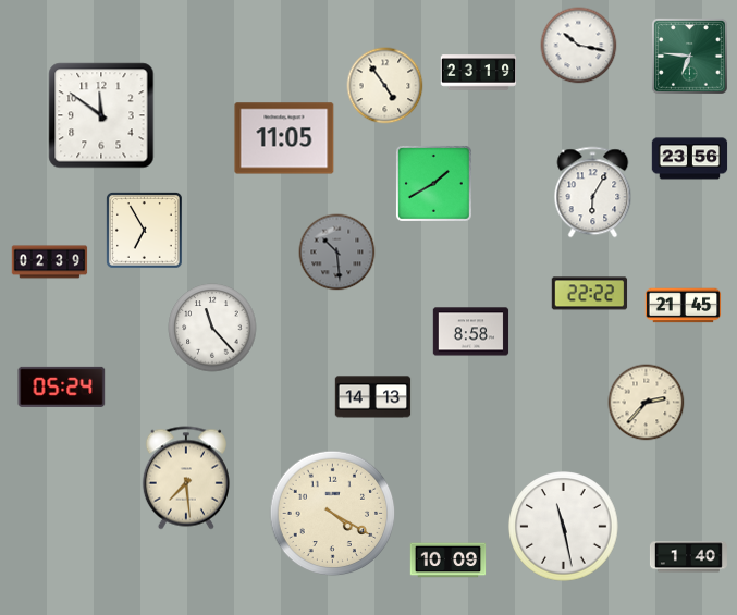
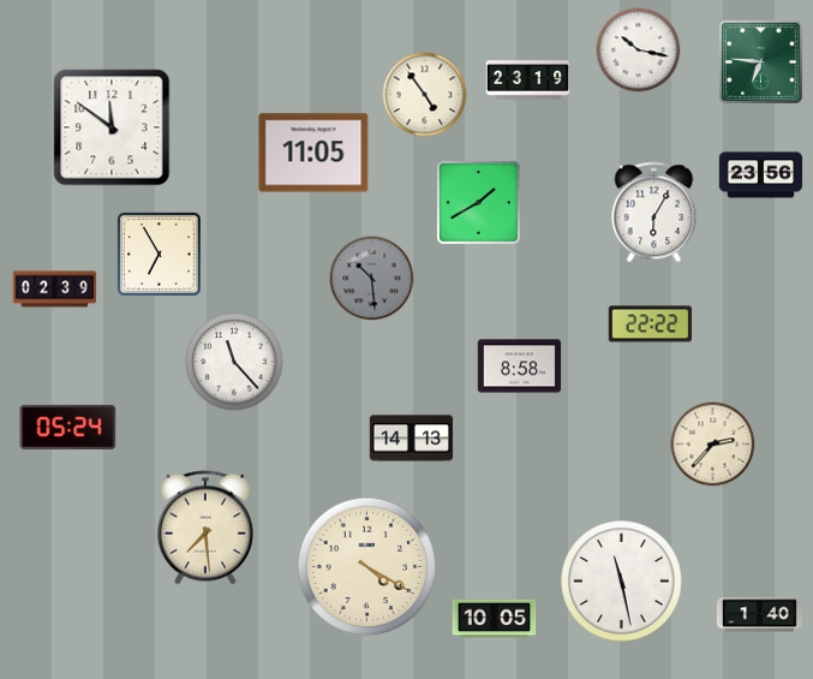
clock at (684, 306): 21:45 -> none
clock at (449, 561): 10:09 -> 10:05
